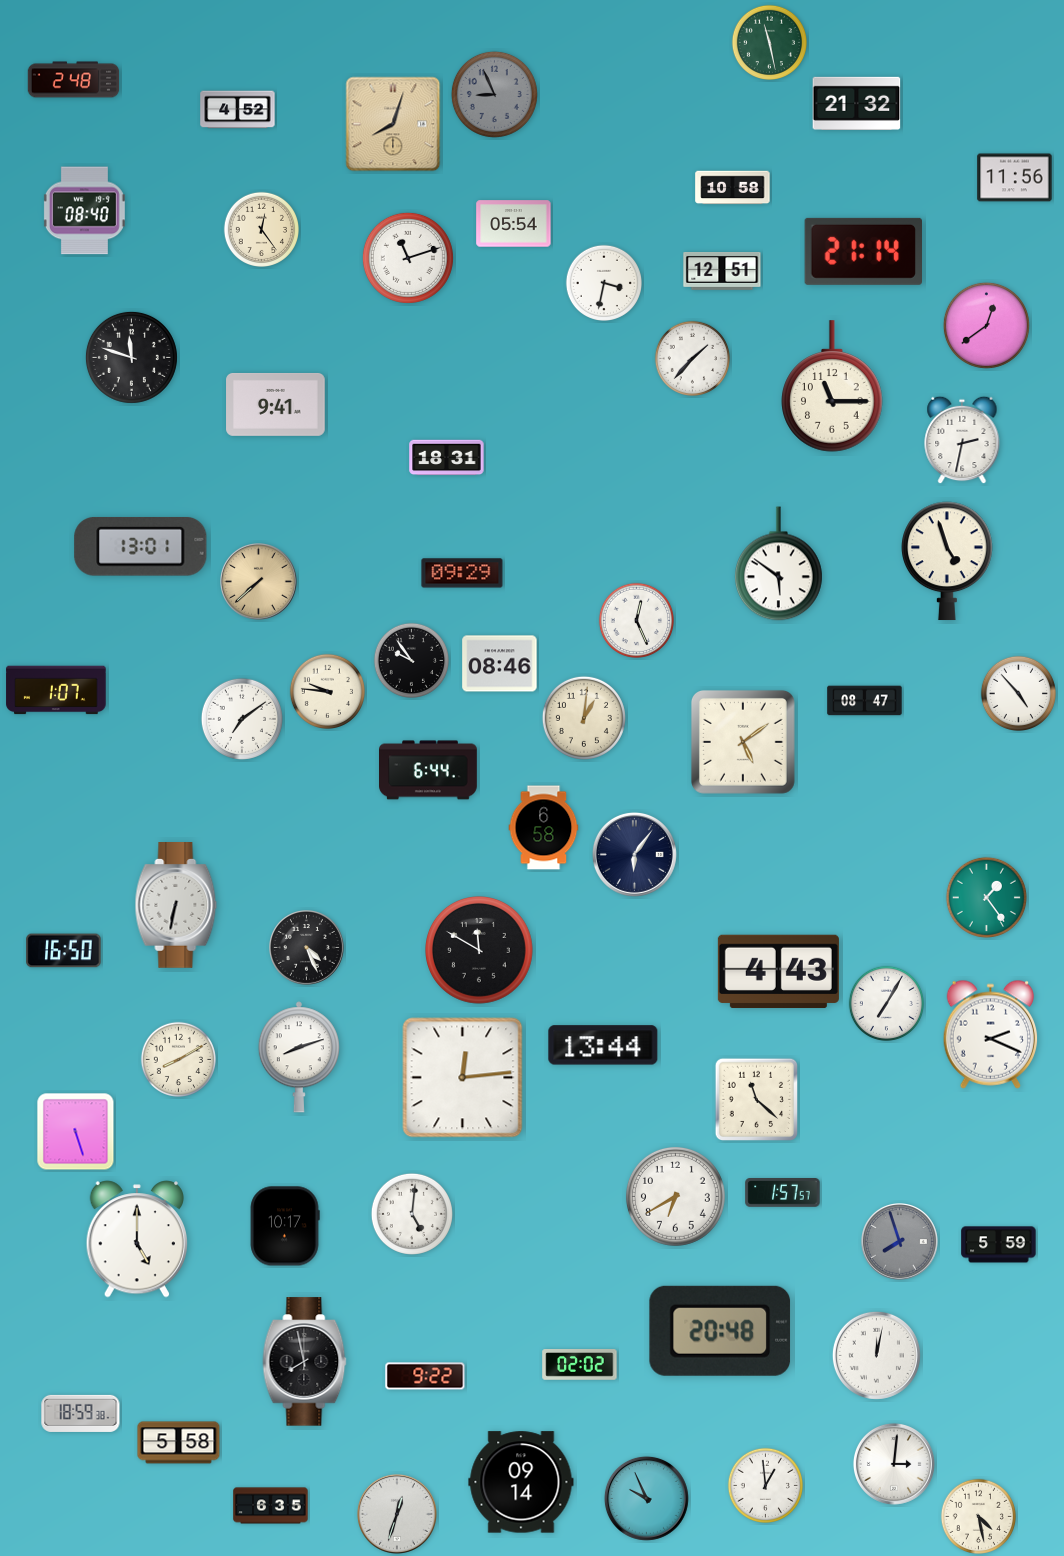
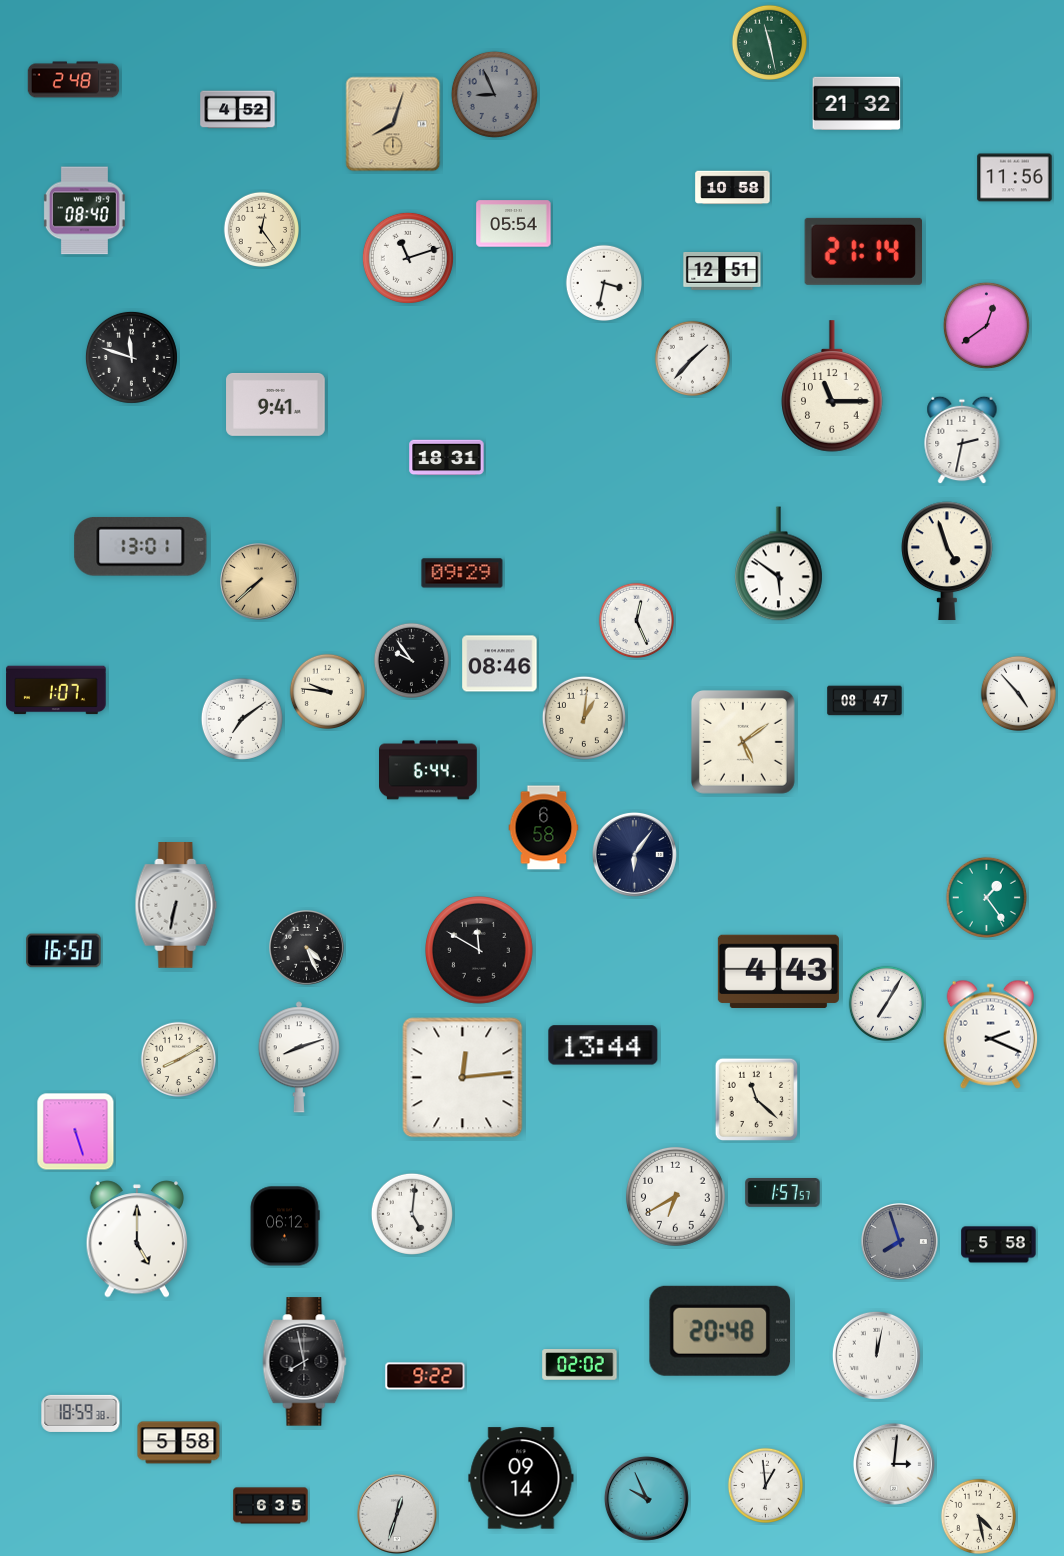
clock at (285, 1226): 10:17 -> 06:12
clock at (999, 1245): 5:59 -> 5:58
clock at (521, 1482) position: (521, 1482) -> (521, 1478)
